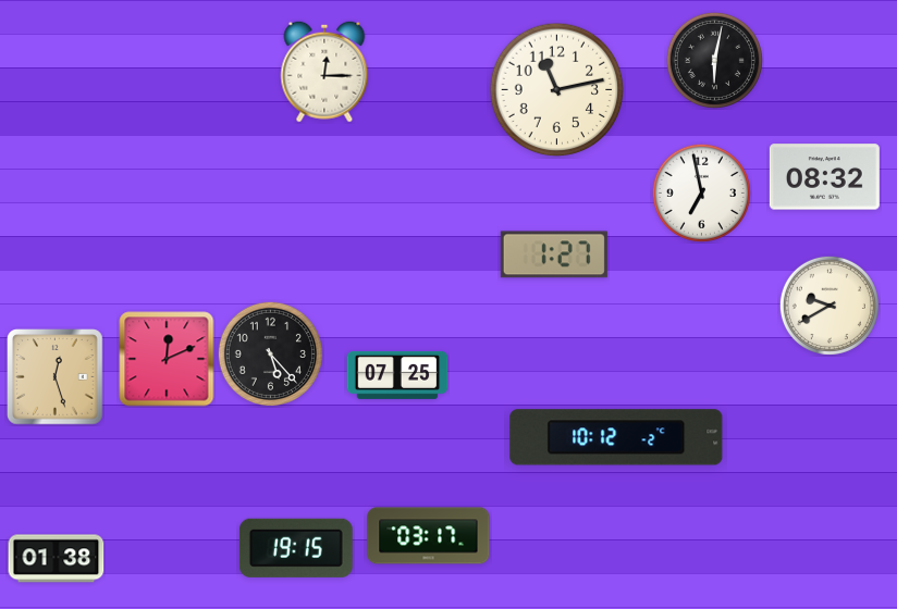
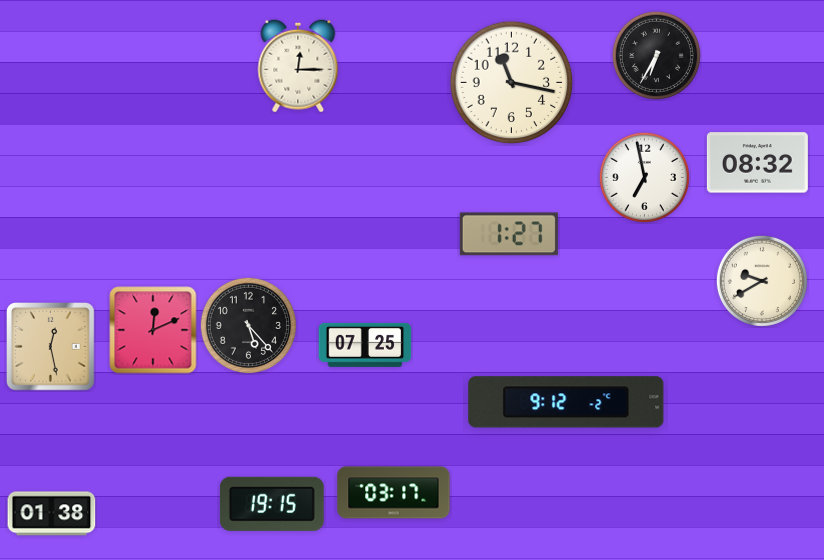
clock at (714, 60): 6:02 -> 6:35
clock at (557, 90): 11:13 -> 11:17
clock at (56, 377): 12:27 -> 12:28
clock at (616, 437): 10:12 -> 9:12
